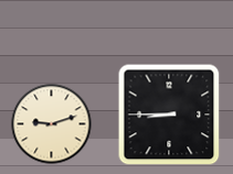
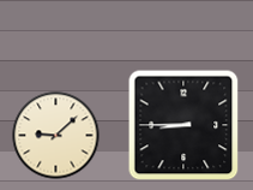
clock at (52, 124): 9:12 -> 9:08
